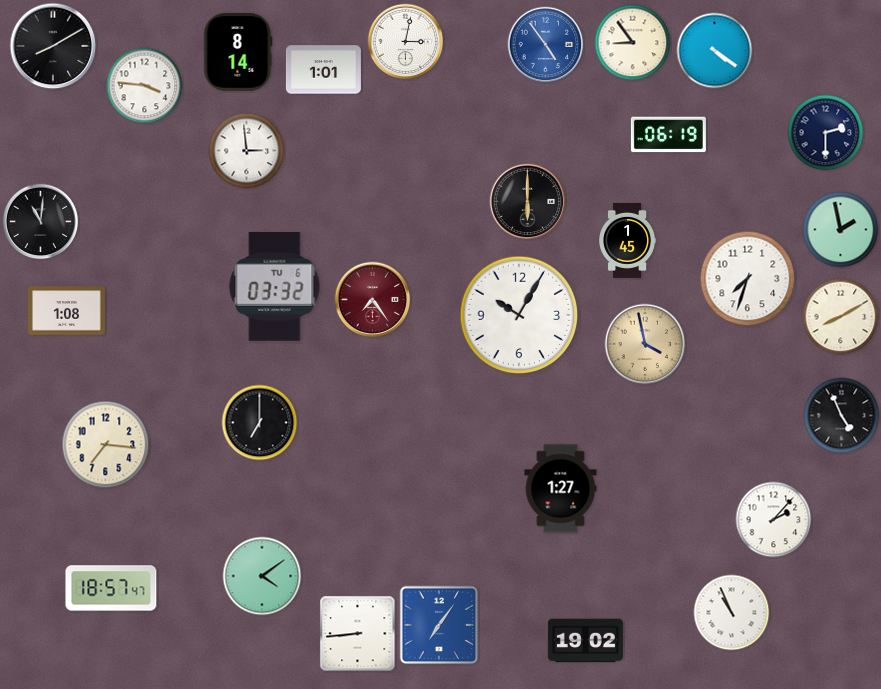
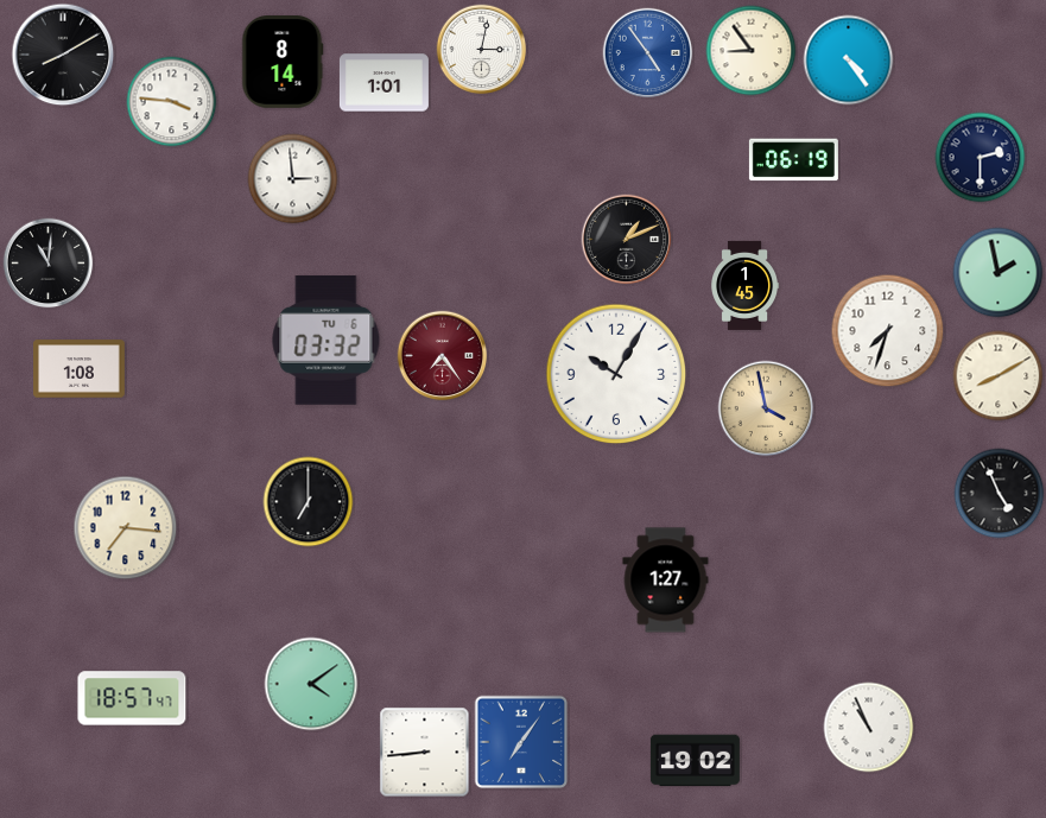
clock at (715, 51): 4:21 -> 4:24
clock at (528, 202): 6:00 -> 1:11
clock at (774, 520): 2:07 -> none
